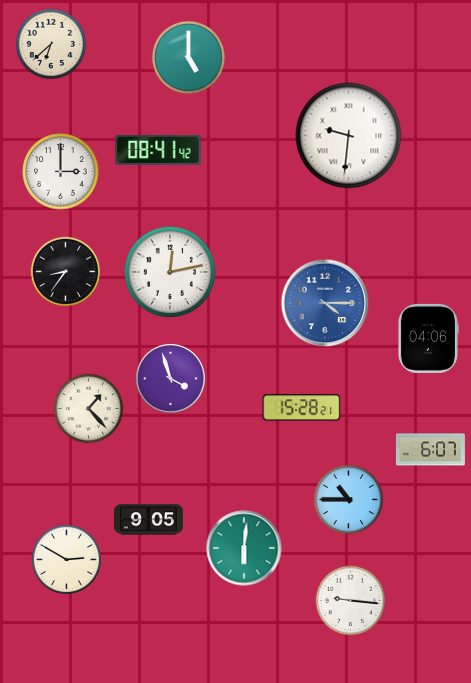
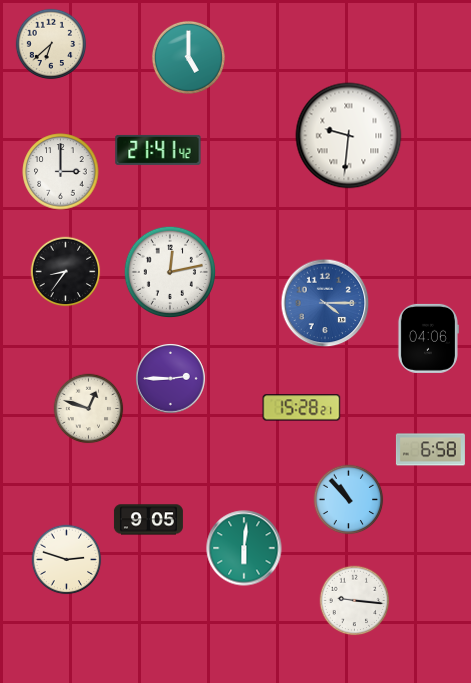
clock at (158, 150): 08:41 -> 21:41
clock at (171, 379): 3:57 -> 2:45
clock at (89, 409): 1:23 -> 12:48
clock at (430, 450): 6:07 -> 6:58
clock at (349, 500): 10:45 -> 10:53
clock at (67, 560): 2:50 -> 2:48
clock at (351, 601) position: (351, 601) -> (355, 601)
